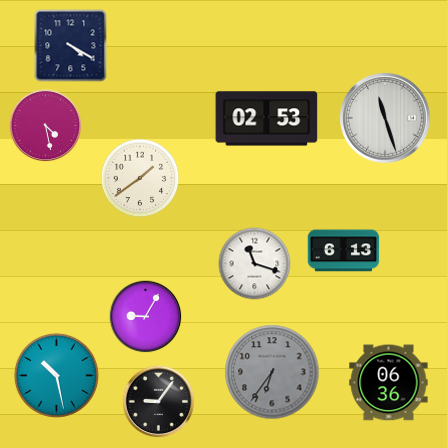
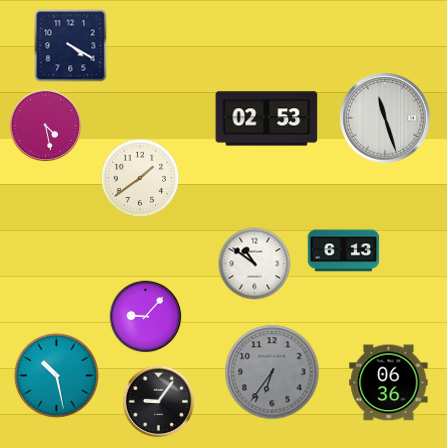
clock at (255, 264): 11:18 -> 10:51
clock at (146, 317): 9:05 -> 9:07
